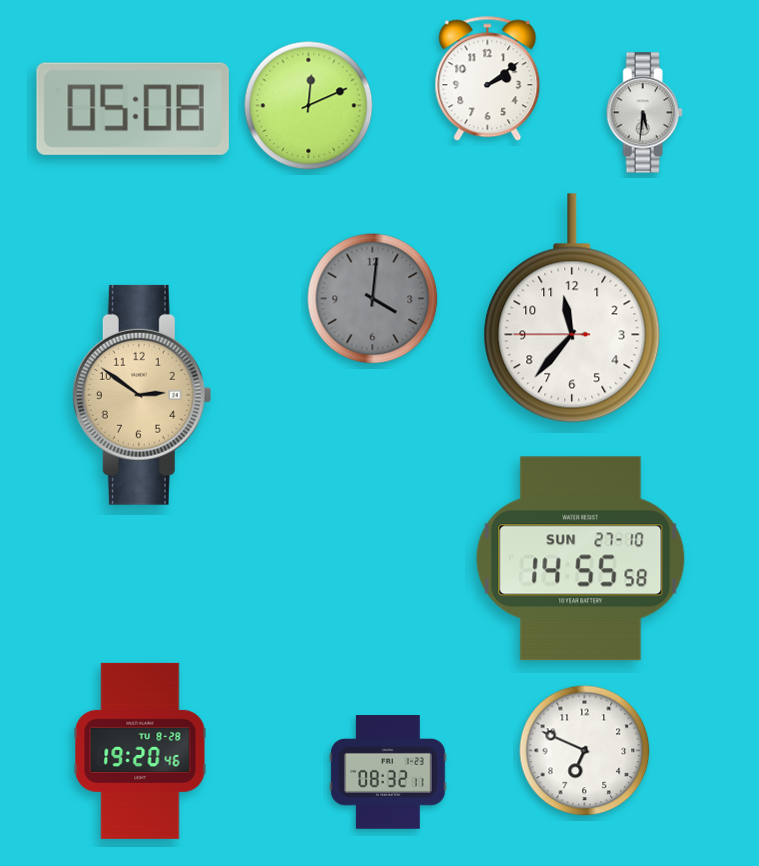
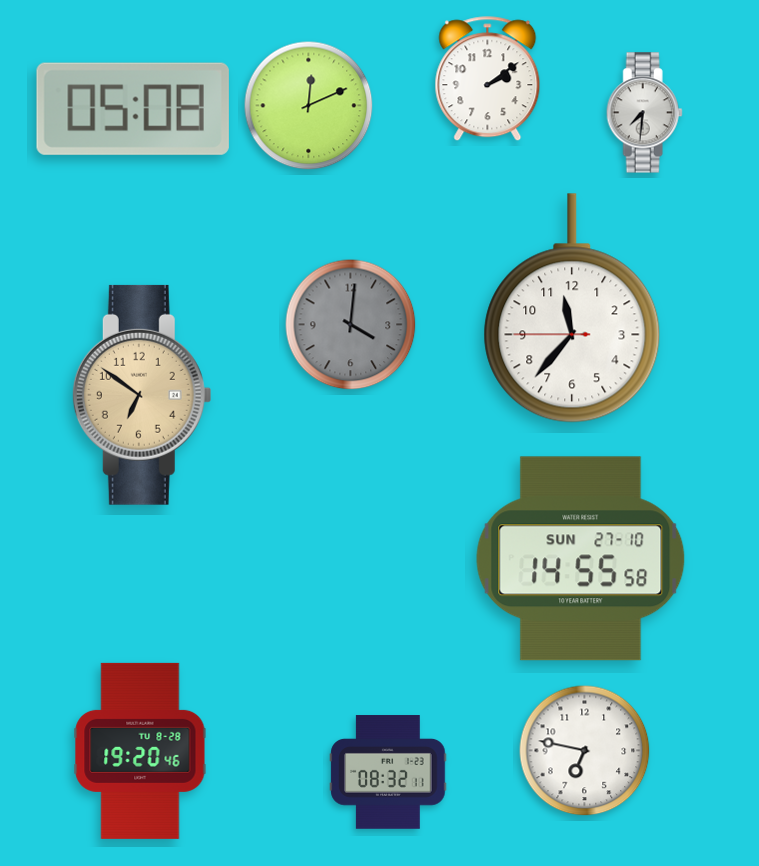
clock at (644, 113): 5:31 -> 7:31
clock at (373, 299) position: (373, 299) -> (351, 325)
clock at (142, 395): 2:51 -> 6:51
clock at (585, 751): 6:49 -> 6:47
